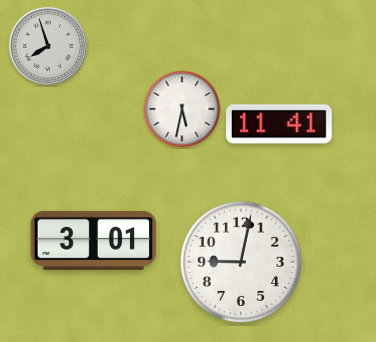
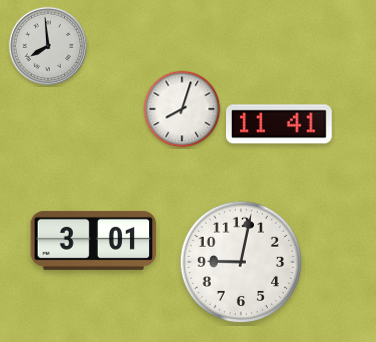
clock at (48, 46): 7:57 -> 7:59
clock at (182, 109): 5:32 -> 8:03
